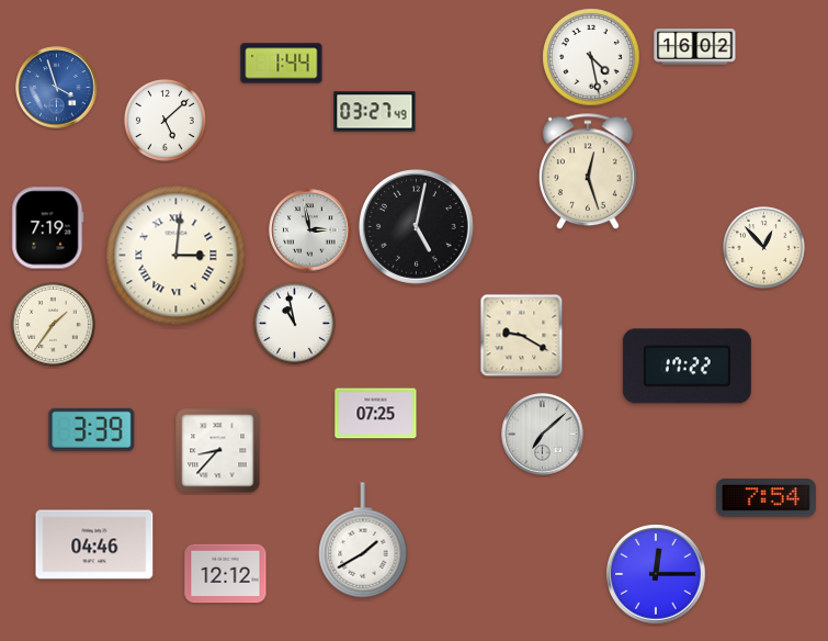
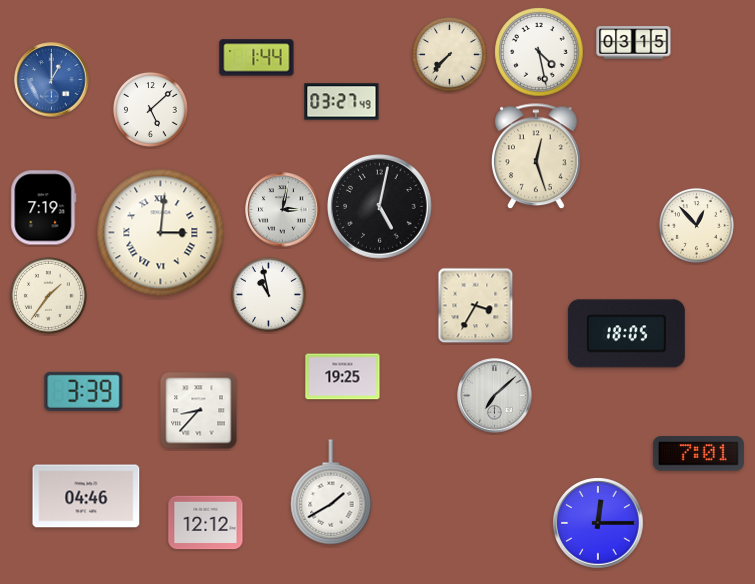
clock at (695, 47): 16:02 -> 03:15
clock at (449, 54): none -> 7:37
clock at (57, 88): 3:57 -> 1:00
clock at (310, 230): 2:58 -> 3:02
clock at (522, 336): 9:20 -> 3:35
clock at (687, 367): 17:22 -> 18:05
clock at (376, 414): 07:25 -> 19:25
clock at (765, 498): 7:54 -> 7:01
